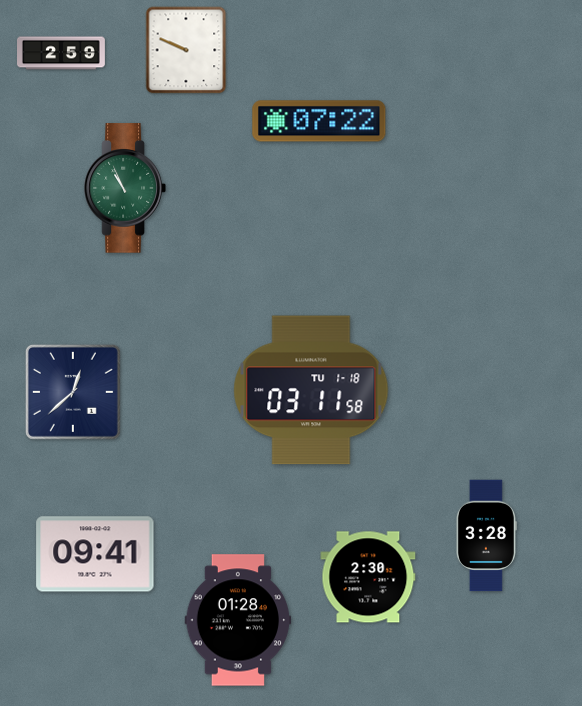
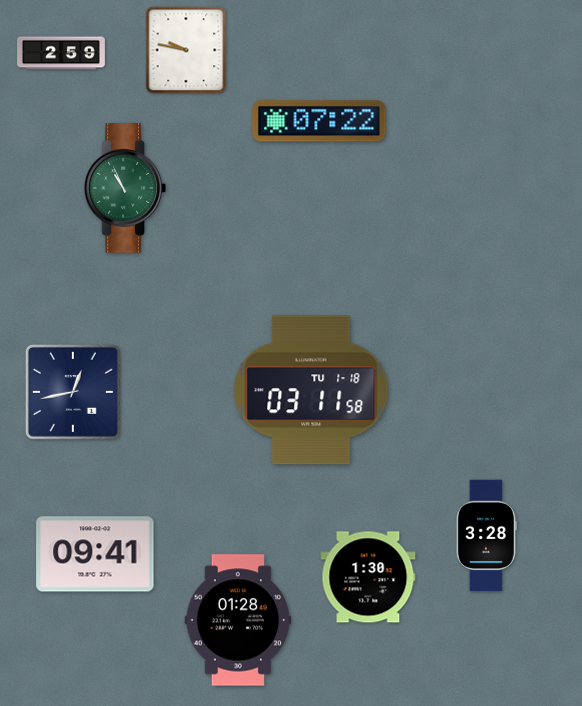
clock at (186, 50): 9:49 -> 9:47
clock at (73, 392): 12:38 -> 12:43
clock at (368, 577): 2:30 -> 1:30
